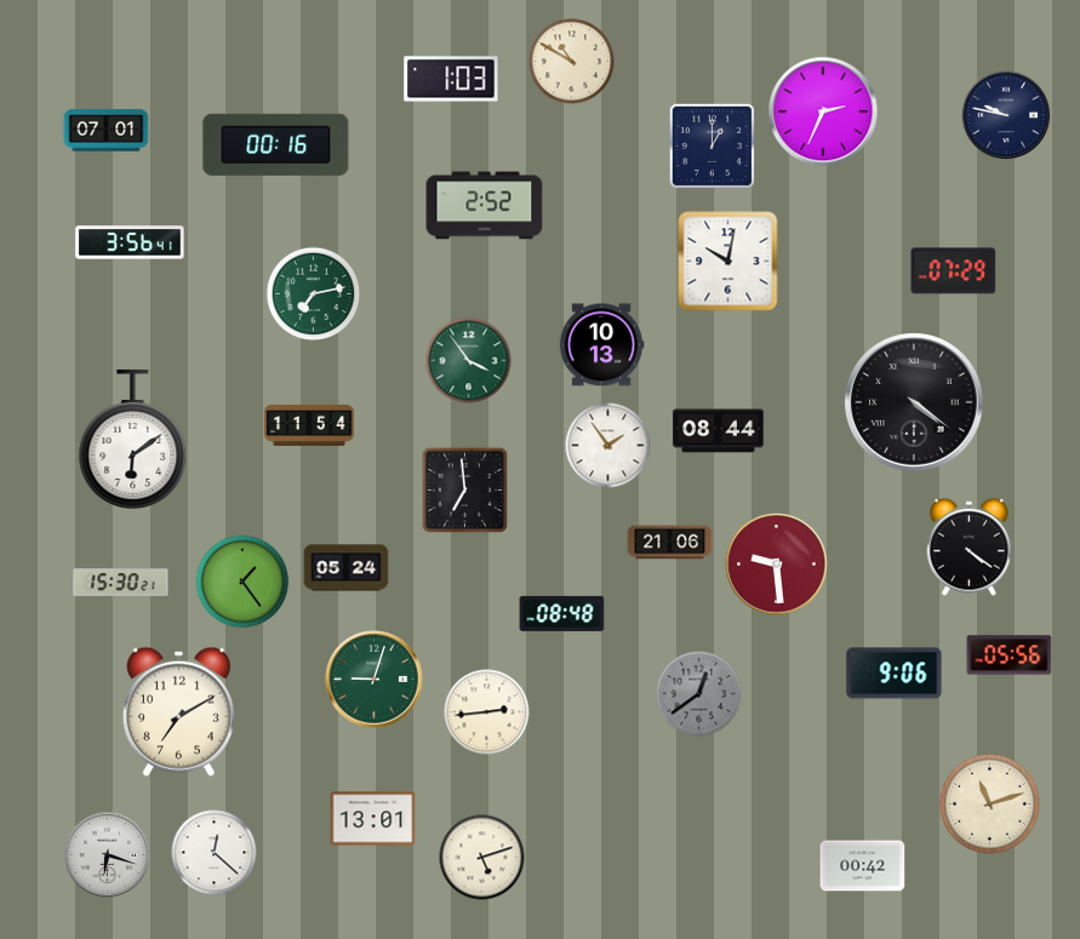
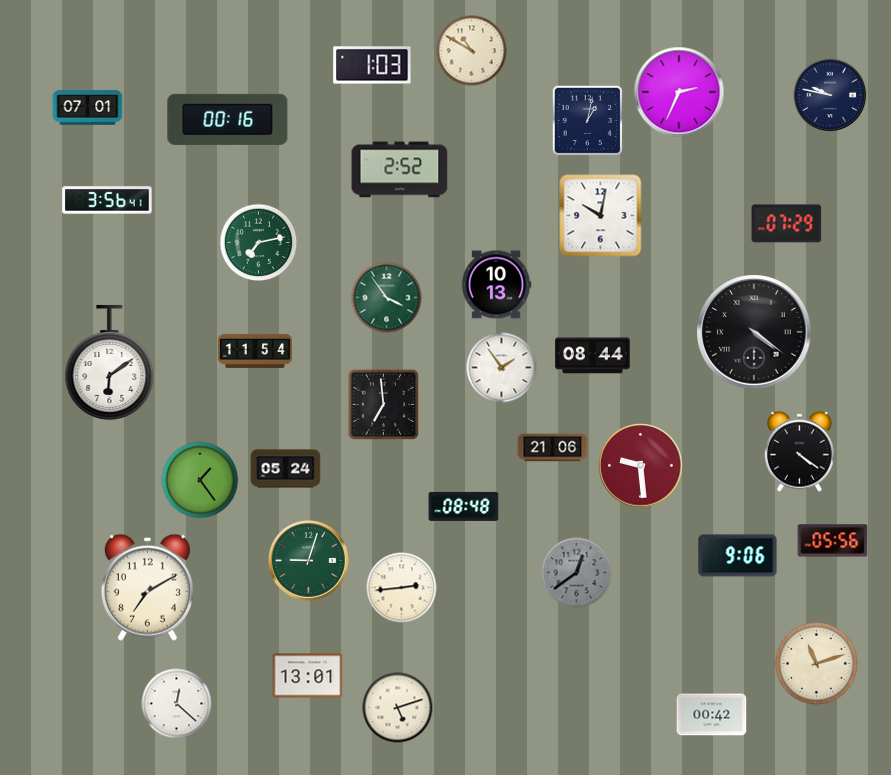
clock at (713, 147): 1:00 -> 1:02
clock at (121, 583): 15:30 -> none
clock at (108, 855): 6:18 -> none
